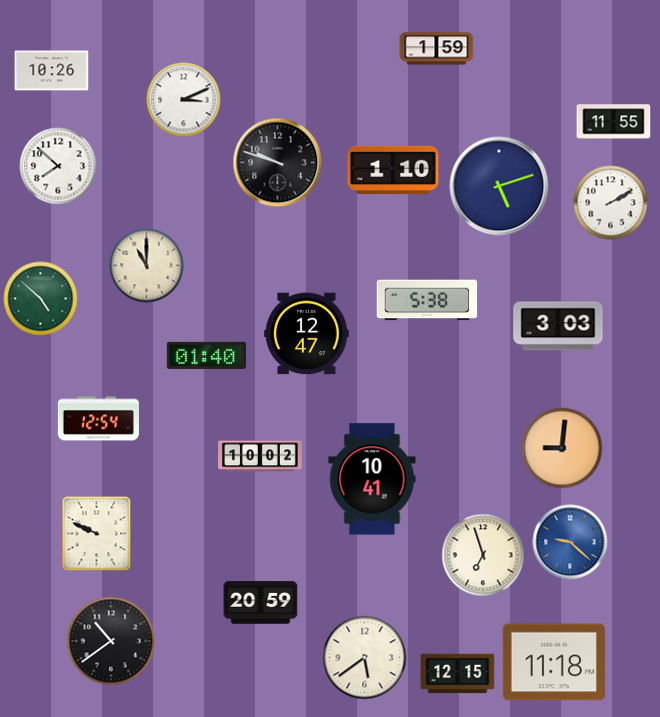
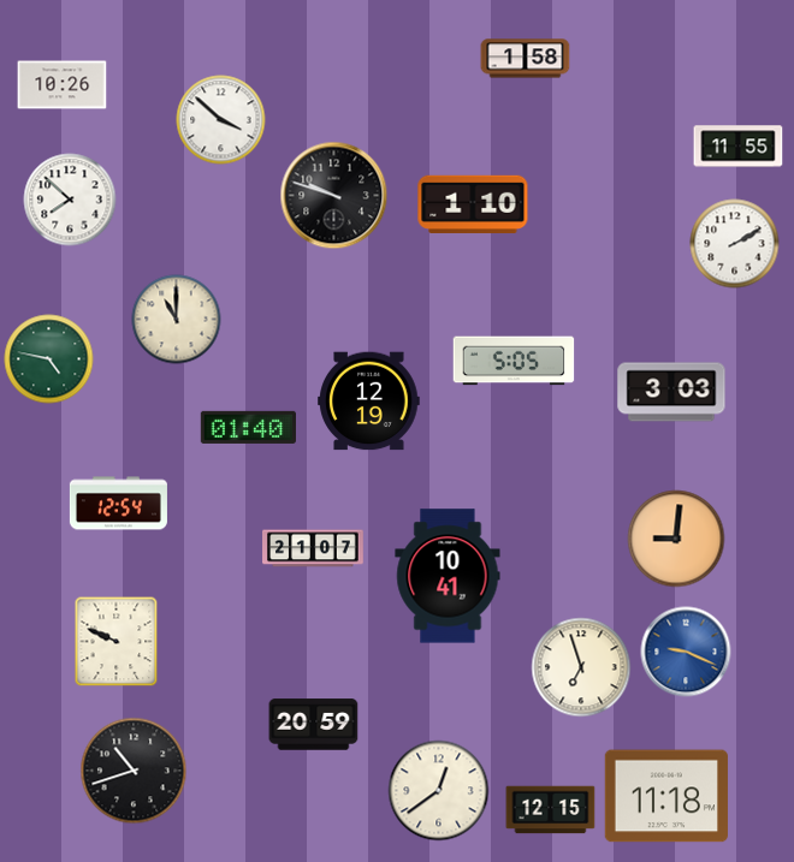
clock at (437, 49): 1:59 -> 1:58
clock at (184, 100): 3:11 -> 3:52
clock at (499, 186): 5:12 -> none
clock at (41, 299): 4:52 -> 4:47
clock at (427, 300): 5:38 -> 5:05
clock at (307, 334): 12:47 -> 12:19
clock at (260, 456): 10:02 -> 21:07
clock at (570, 542): 9:22 -> 9:19
clock at (111, 641): 10:39 -> 10:42
clock at (365, 658): 5:39 -> 12:39
